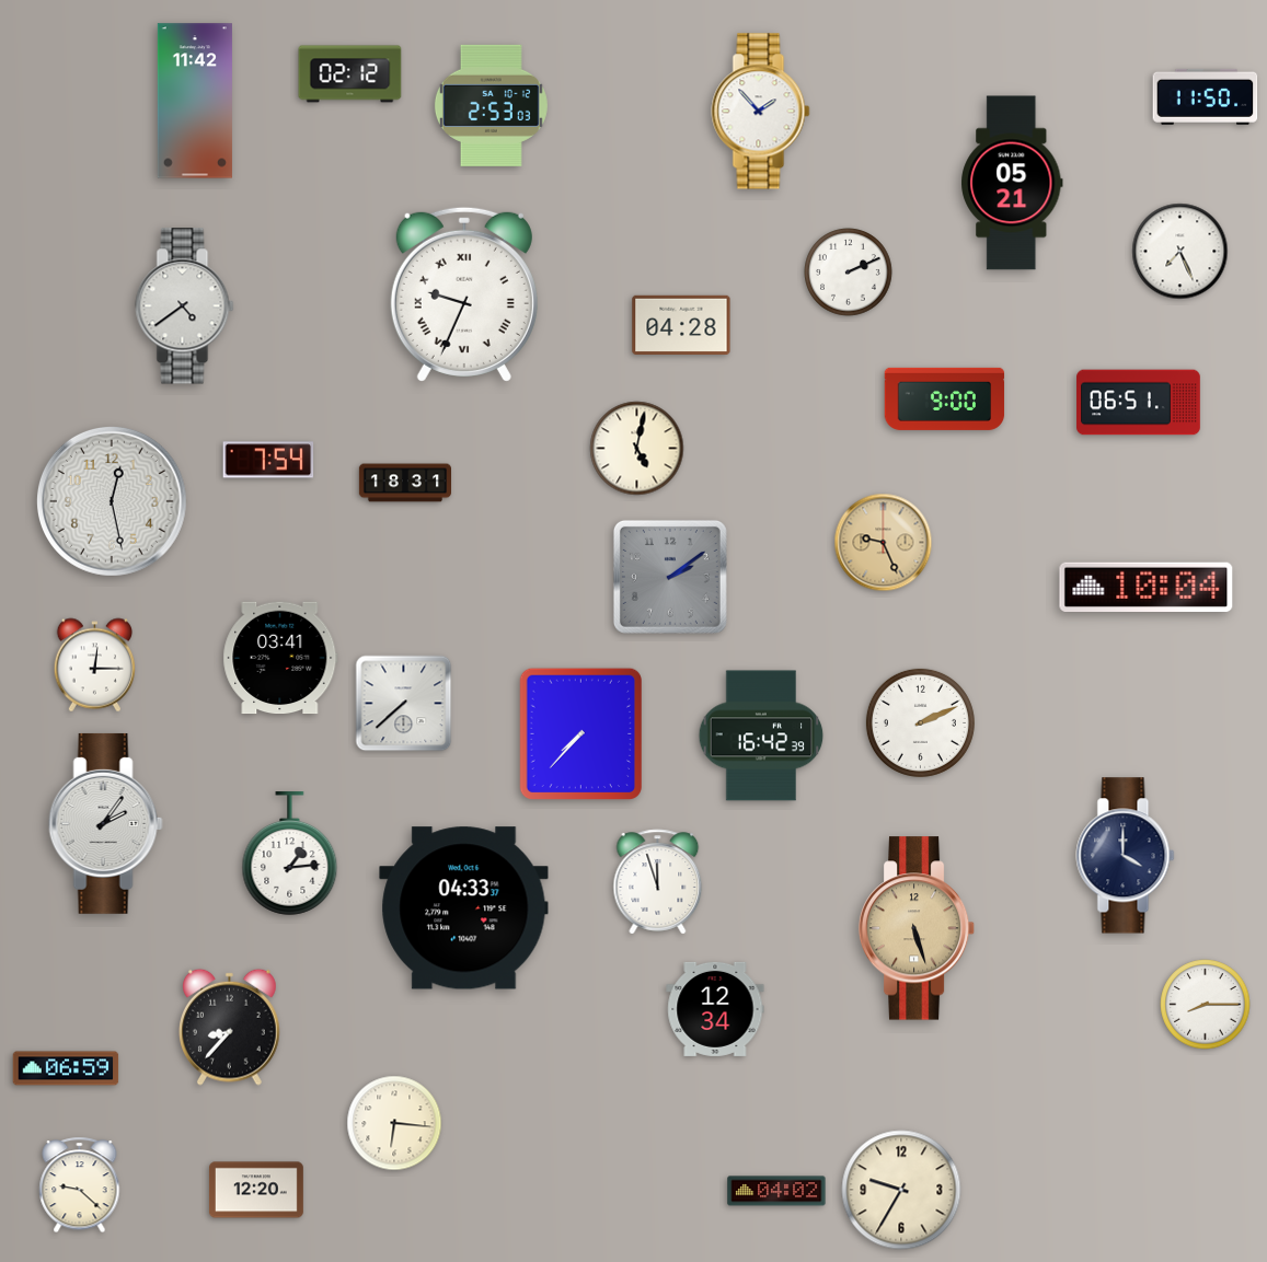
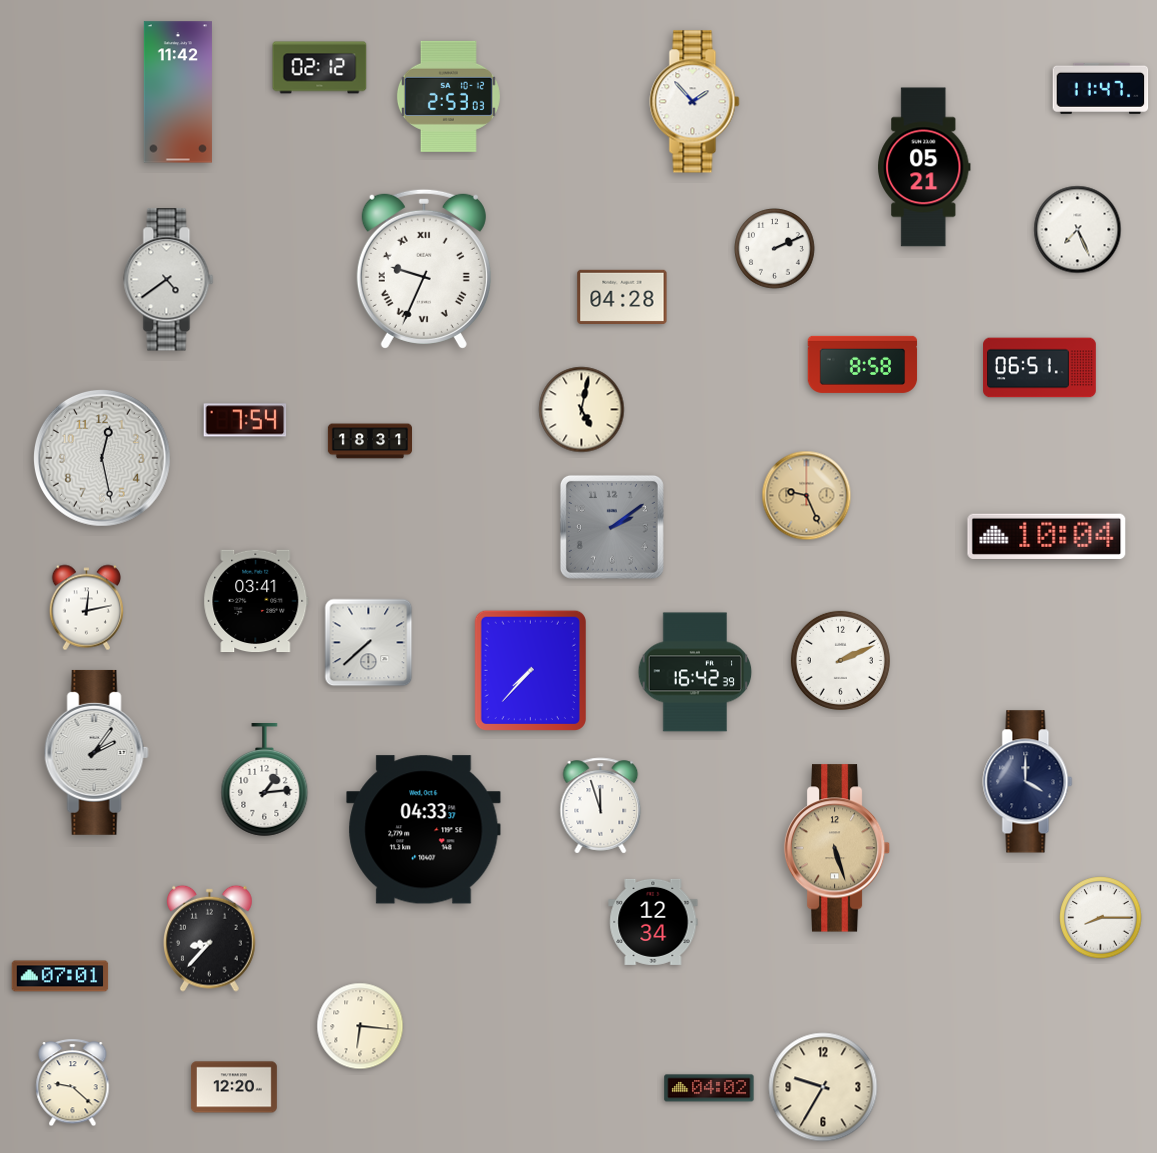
clock at (1206, 96): 11:50 -> 11:47
clock at (945, 398): 9:00 -> 8:58
clock at (94, 665): 12:15 -> 12:13
clock at (66, 1068): 06:59 -> 07:01
